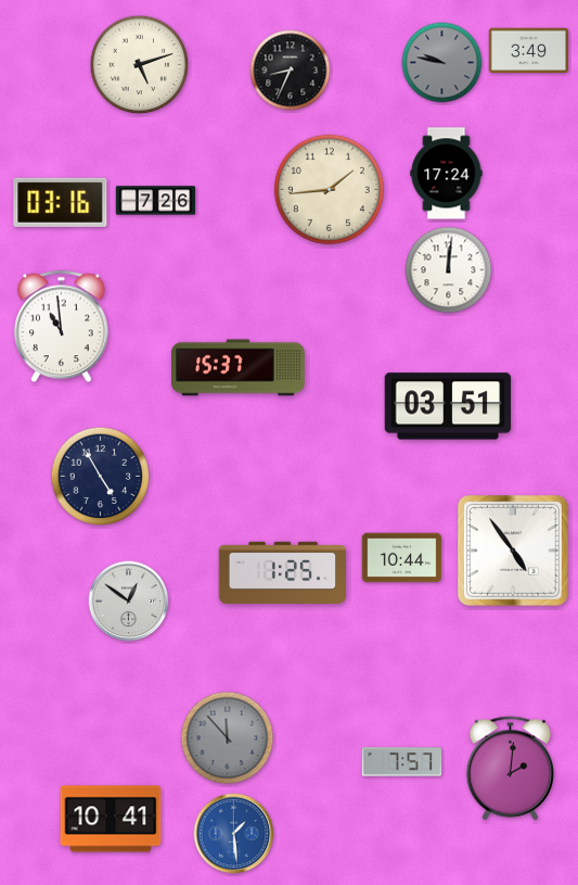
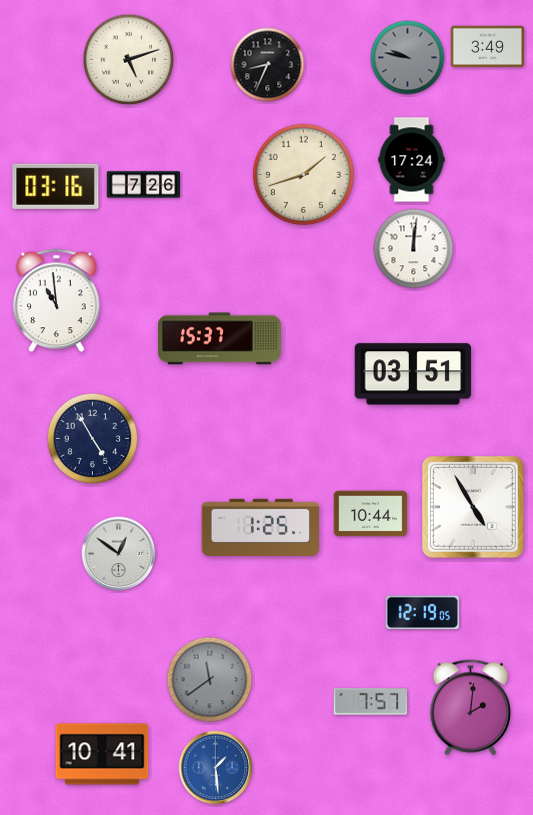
clock at (329, 189): 1:44 -> 1:42
clock at (513, 551): 4:54 -> 4:55
clock at (423, 613): none -> 12:19
clock at (228, 738): 11:53 -> 11:39
